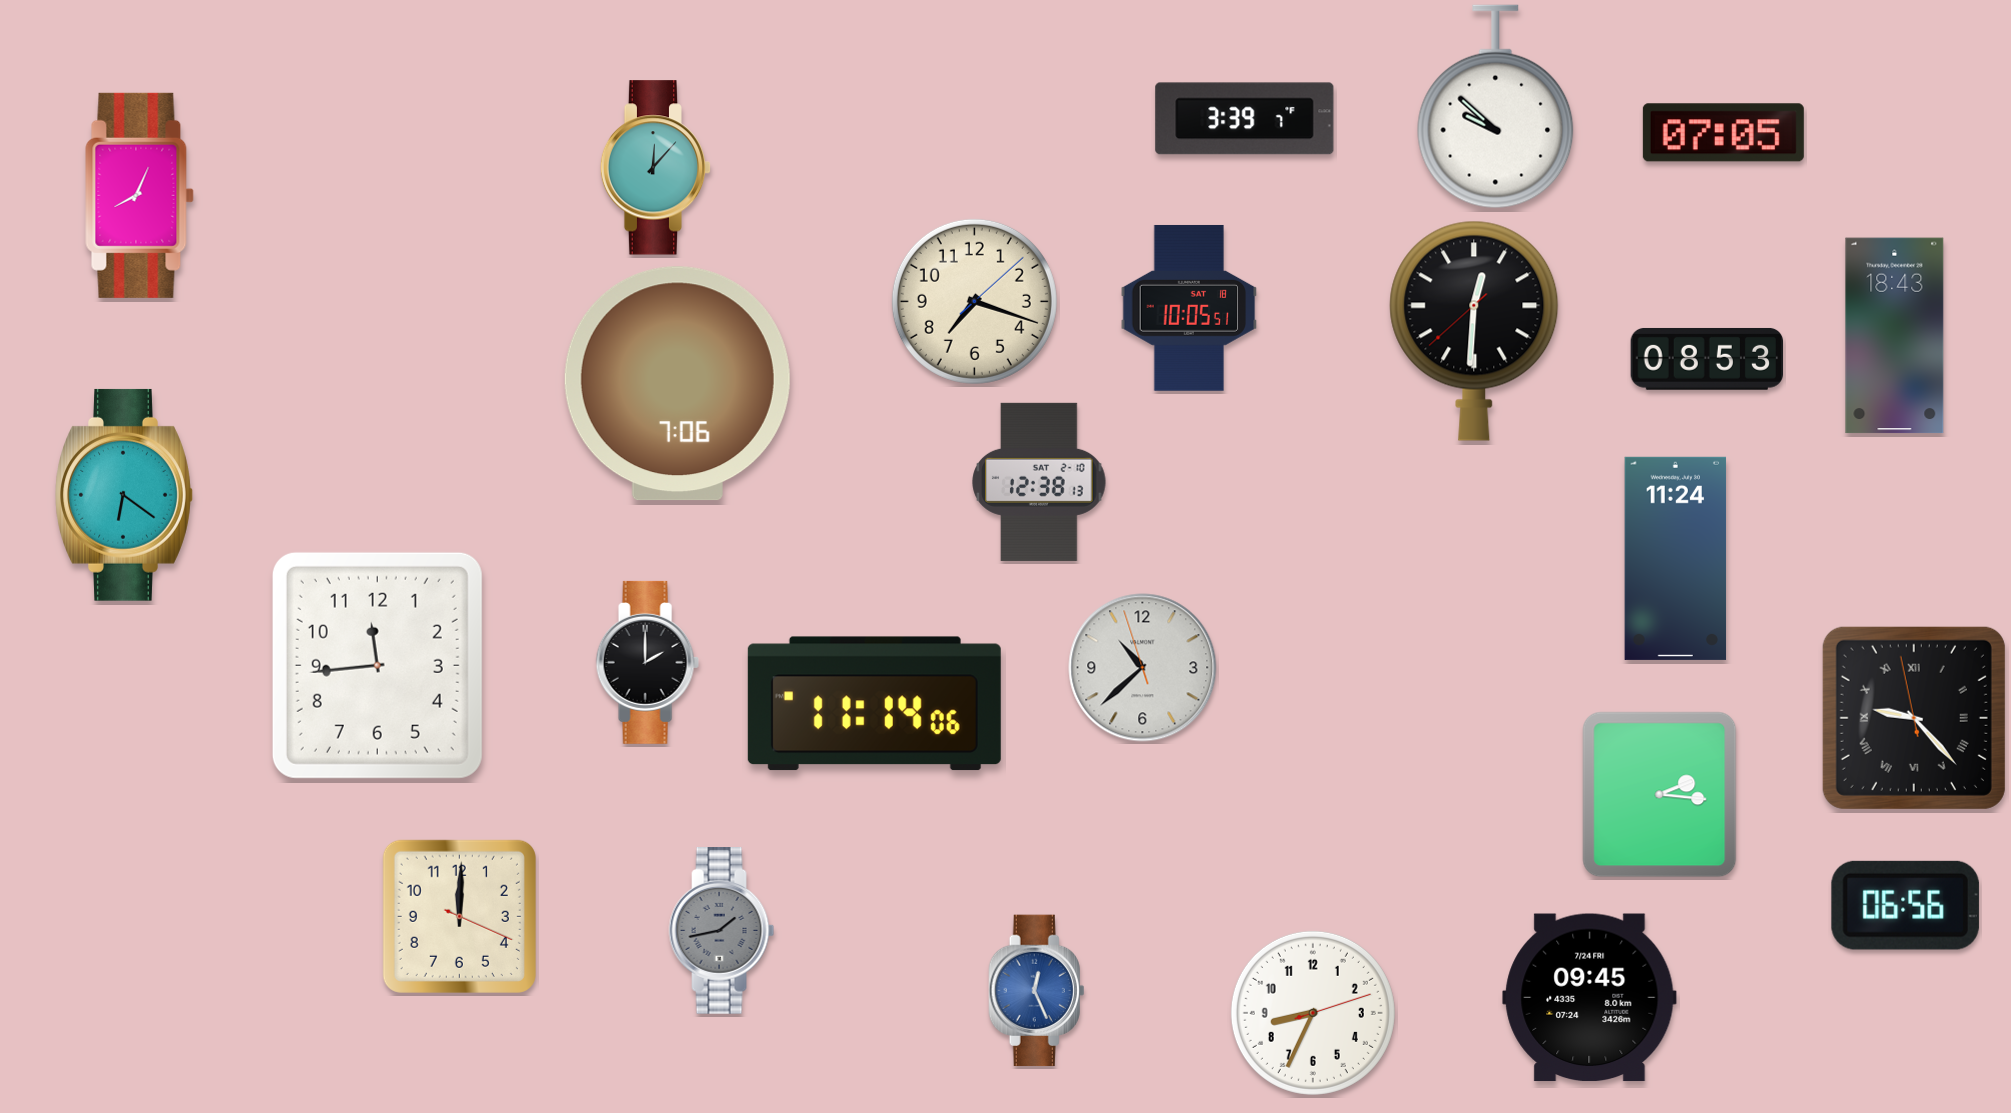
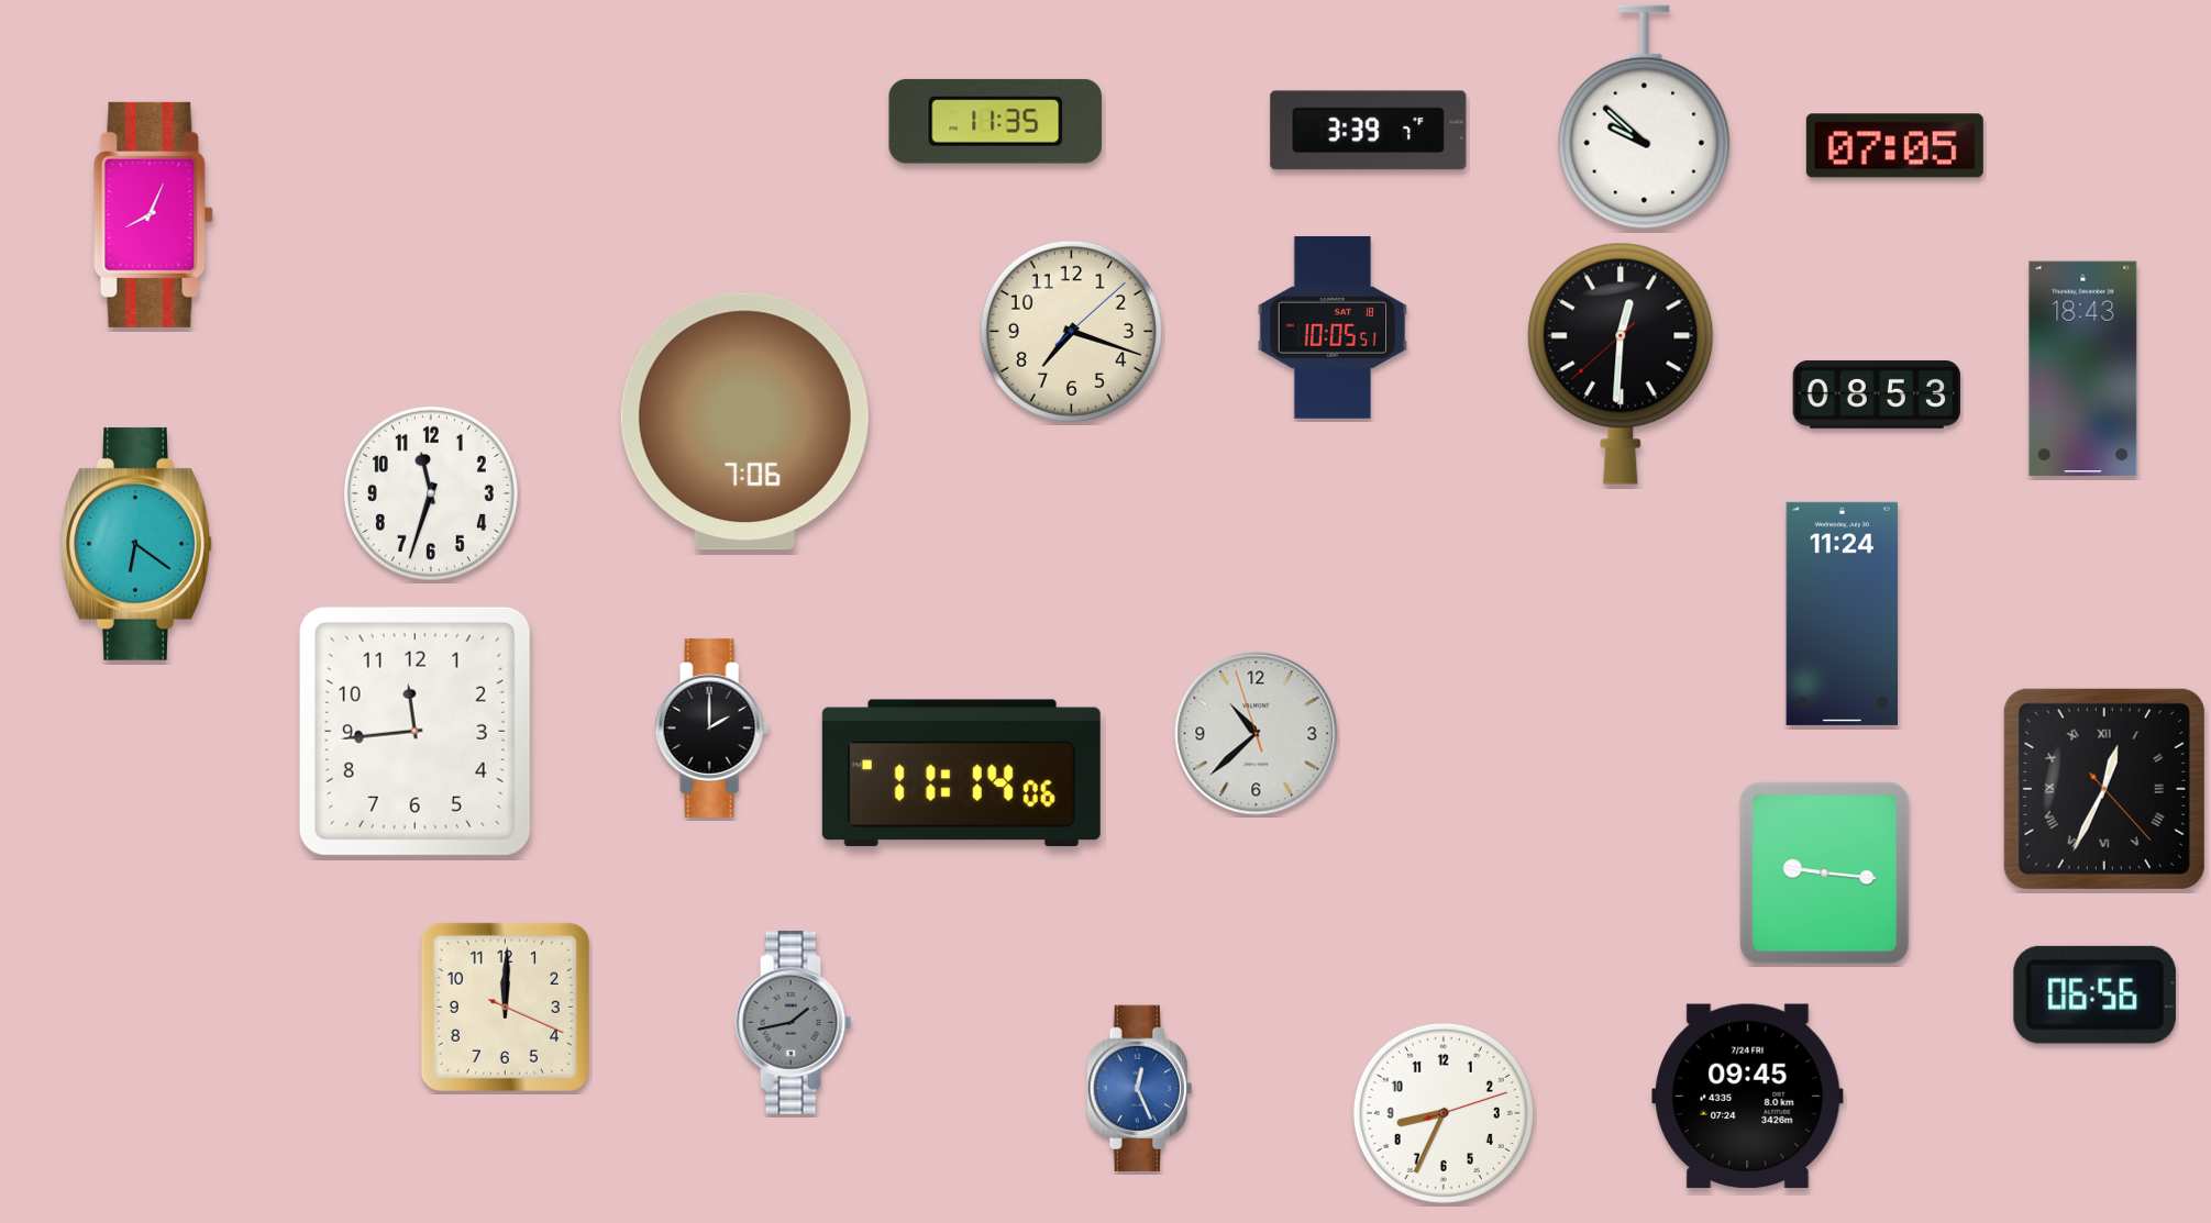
clock at (995, 121): none -> 11:35
clock at (656, 168): 12:07 -> none
clock at (1189, 308) position: (1189, 308) -> (1333, 327)
clock at (431, 493): none -> 11:33
clock at (1039, 482): 12:38 -> none
clock at (1914, 718): 9:22 -> 12:34
clock at (1660, 795): 2:16 -> 9:16
